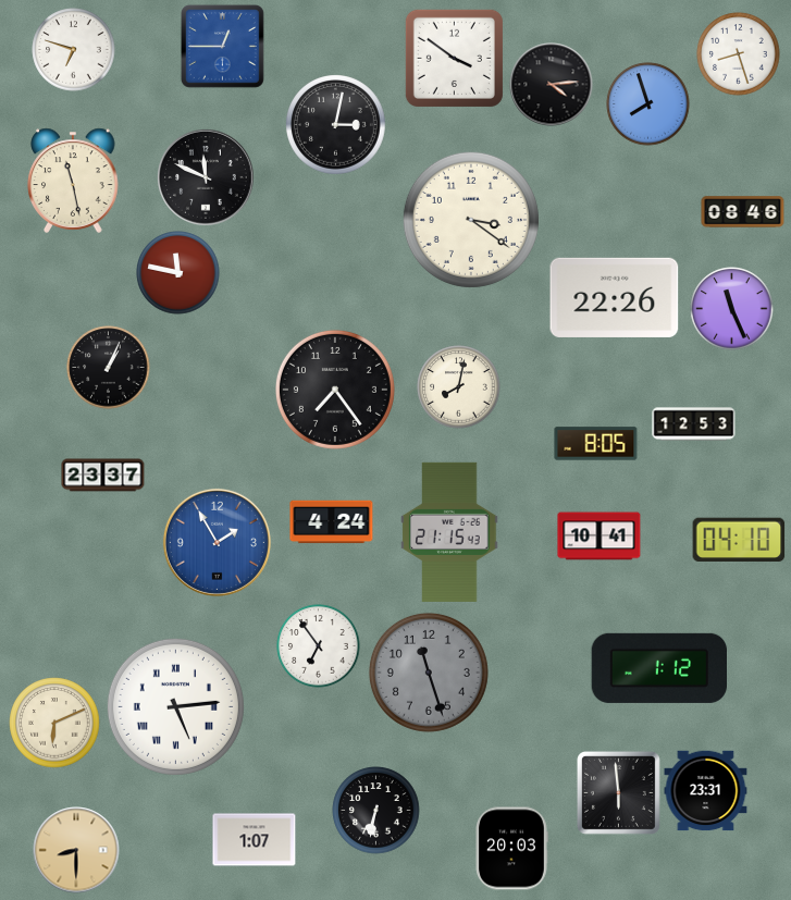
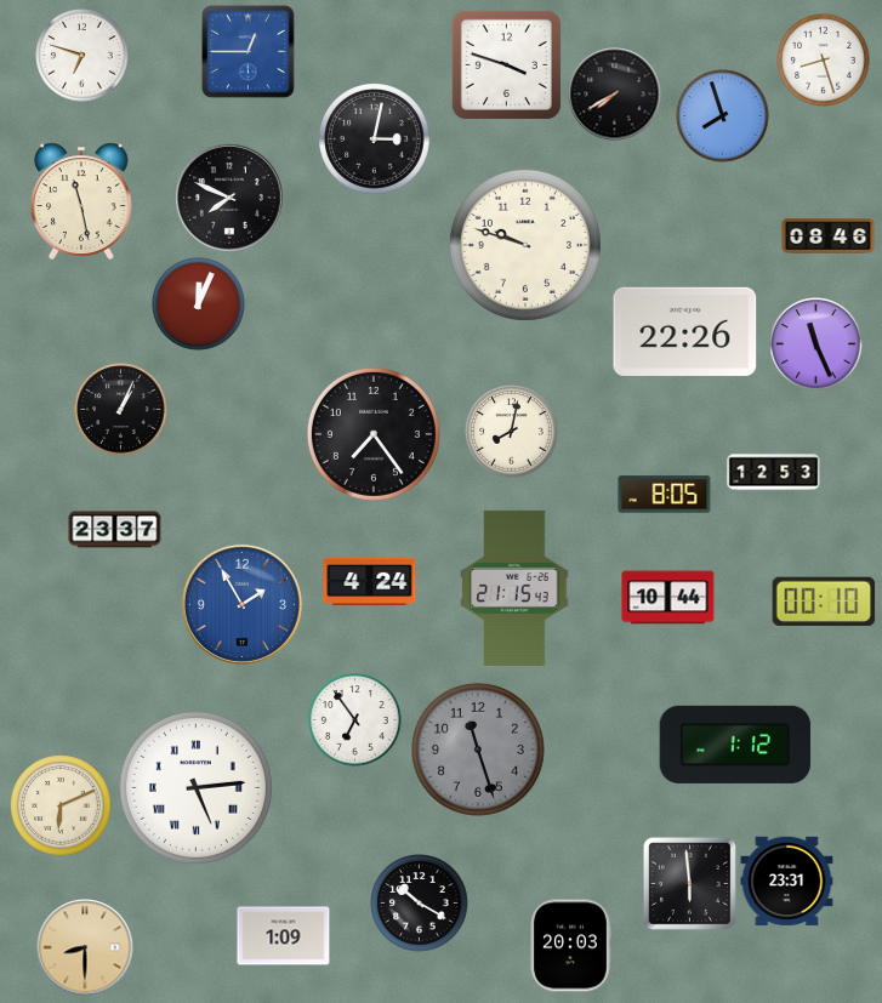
clock at (454, 58): 3:51 -> 3:48
clock at (552, 85): 4:14 -> 7:40
clock at (206, 177): 11:49 -> 7:49
clock at (471, 220): 3:21 -> 9:48
clock at (178, 273): 11:47 -> 12:04
clock at (449, 532) position: (449, 532) -> (514, 588)
clock at (600, 537): 10:41 -> 10:44
clock at (739, 539): 04:10 -> 00:10
clock at (376, 811): 6:32 -> 10:20
clock at (255, 840): 1:07 -> 1:09
